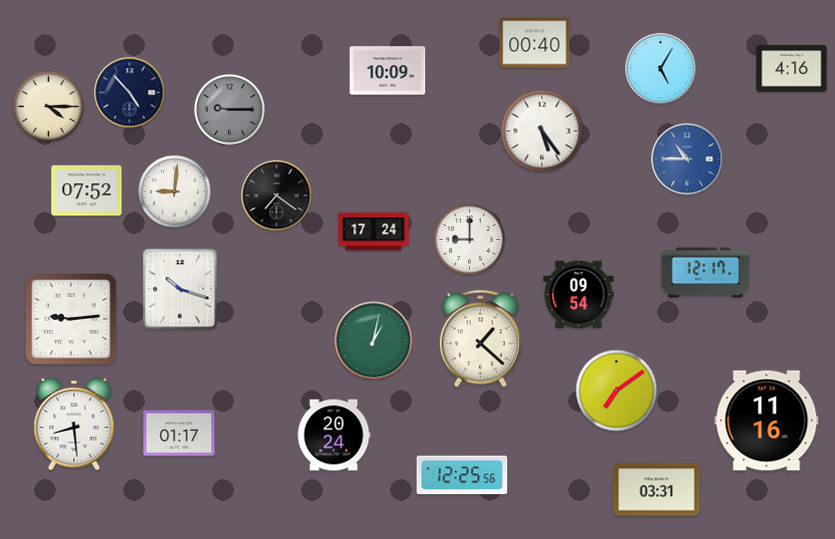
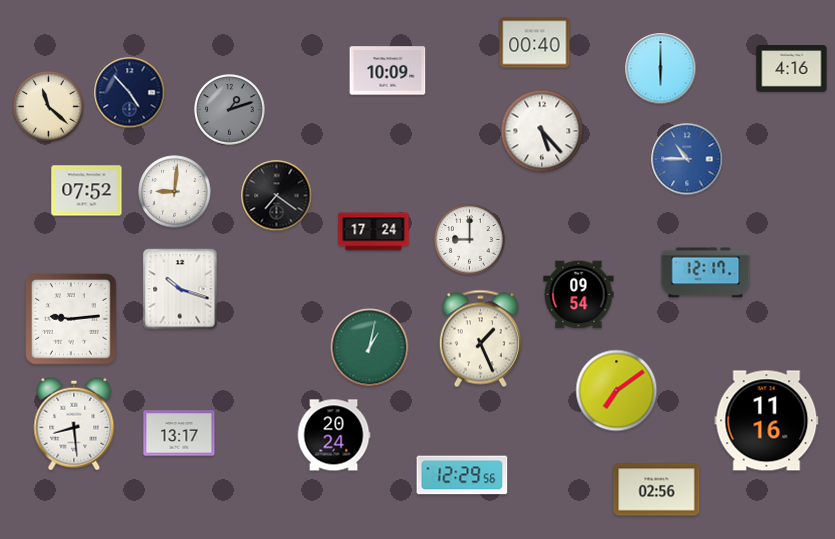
clock at (661, 69): 5:05 -> 6:00
clock at (49, 107): 4:15 -> 11:22
clock at (230, 110): 9:15 -> 1:12
clock at (542, 131): 5:24 -> 5:23
clock at (480, 339): 1:22 -> 1:26
clock at (374, 341) position: (374, 341) -> (370, 348)
clock at (179, 433): 01:17 -> 13:17
clock at (462, 475): 12:25 -> 12:29
clock at (657, 490): 03:31 -> 02:56
